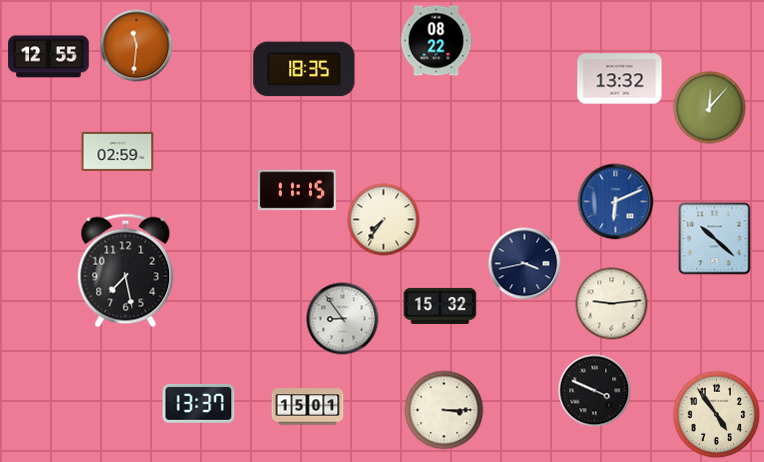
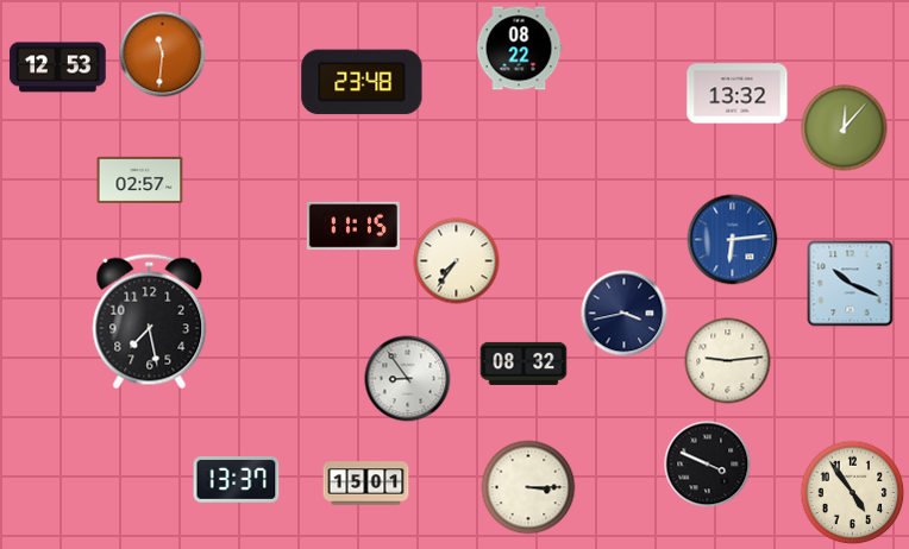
clock at (49, 57): 12:55 -> 12:53
clock at (304, 69): 18:35 -> 23:48
clock at (118, 151): 02:59 -> 02:57
clock at (616, 202): 6:11 -> 6:14
clock at (715, 239): 10:22 -> 10:19
clock at (440, 306): 15:32 -> 08:32
